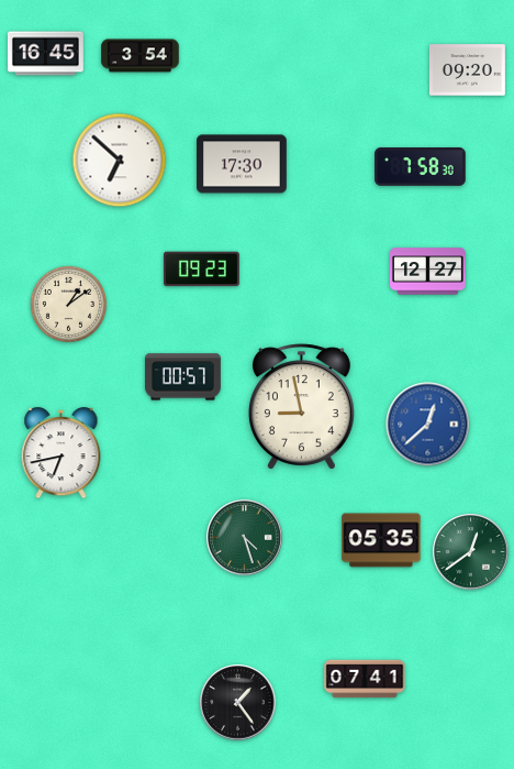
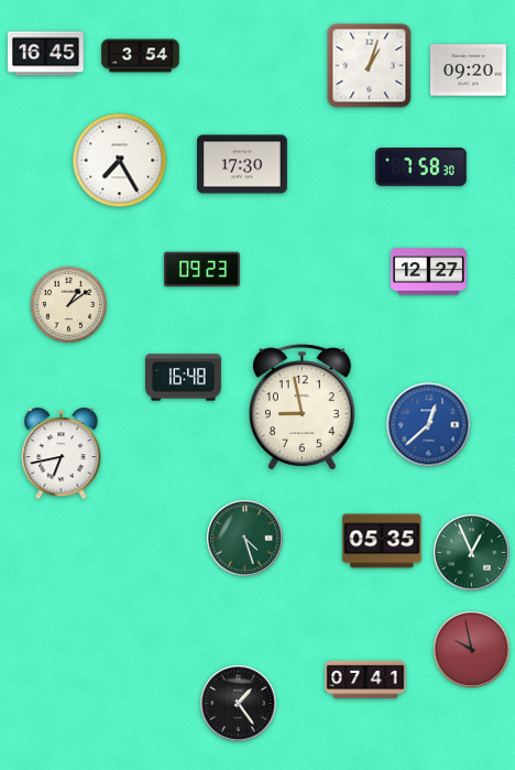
clock at (370, 66): none -> 1:03
clock at (120, 161): 6:52 -> 7:25
clock at (182, 377): 00:57 -> 16:48
clock at (471, 552): 12:39 -> 12:56
clock at (472, 650): none -> 9:58
